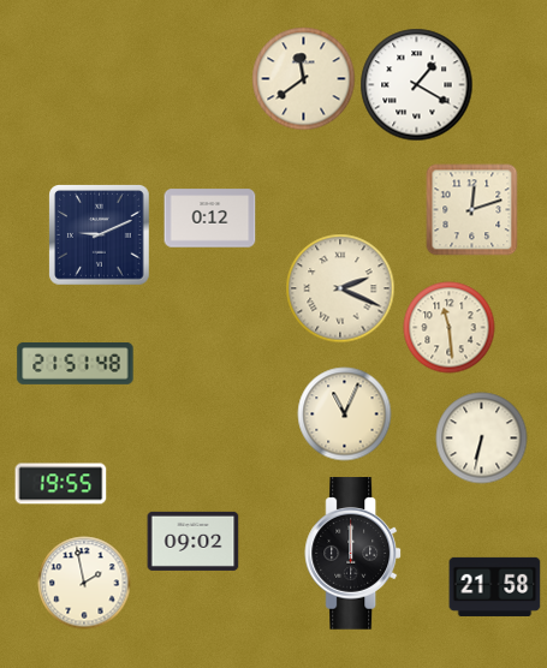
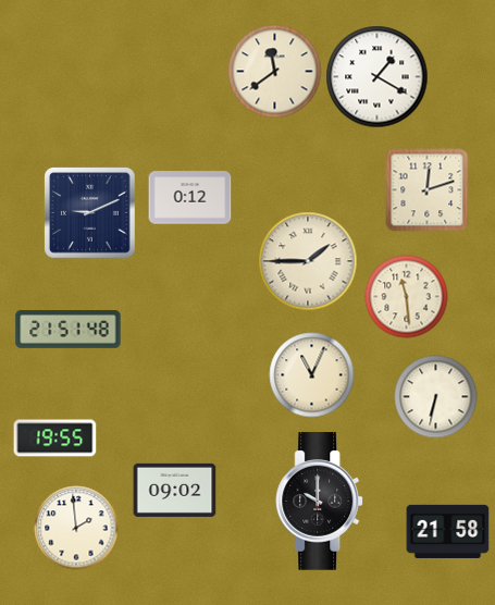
clock at (340, 288): 2:19 -> 1:45
clock at (353, 554): 12:00 -> 10:00
clock at (84, 583): 1:58 -> 1:59
